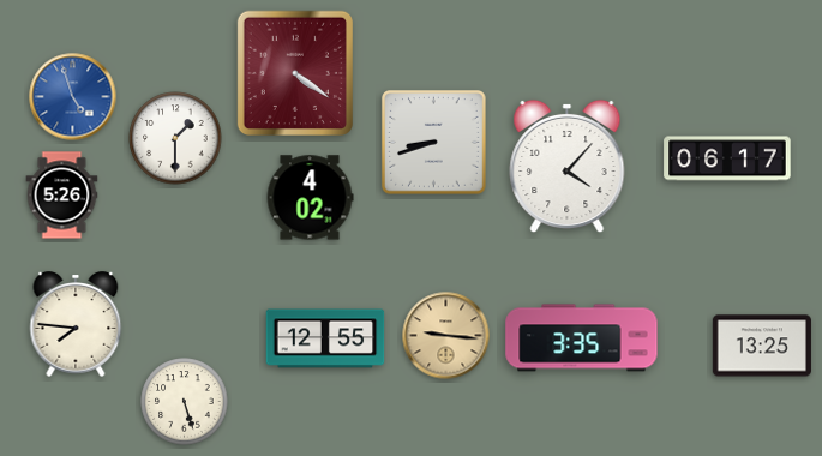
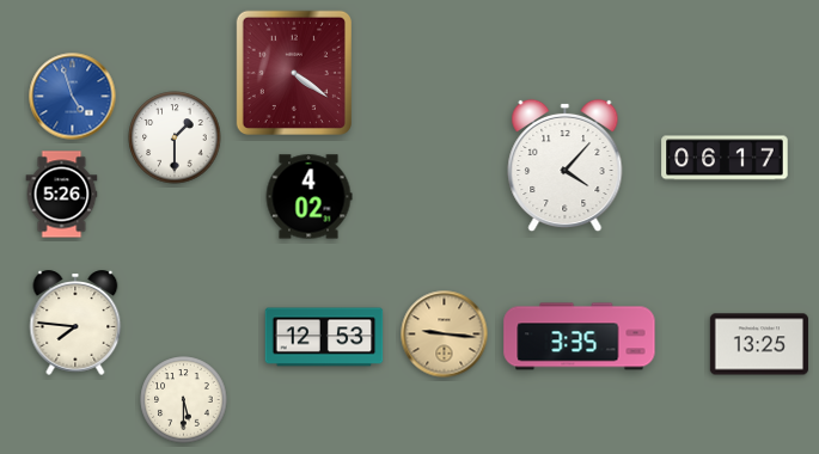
clock at (434, 143): 8:42 -> none
clock at (325, 338): 12:55 -> 12:53
clock at (185, 402): 5:27 -> 5:30
